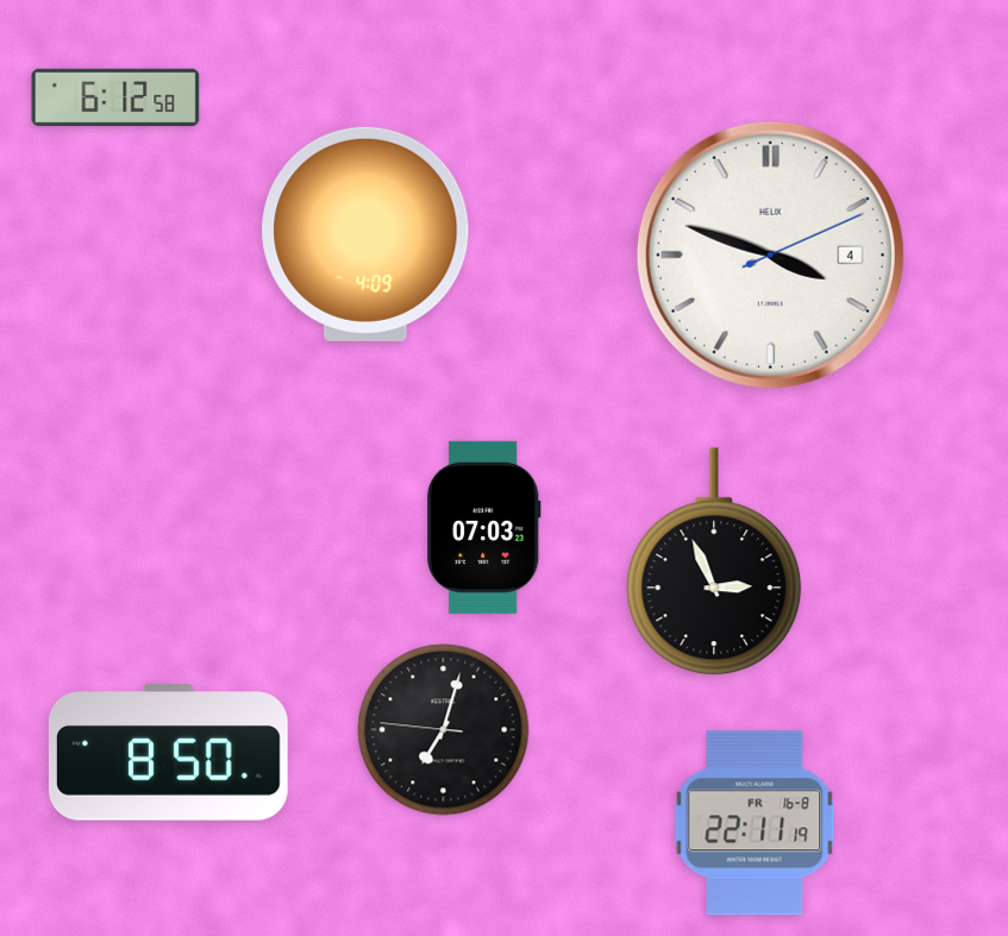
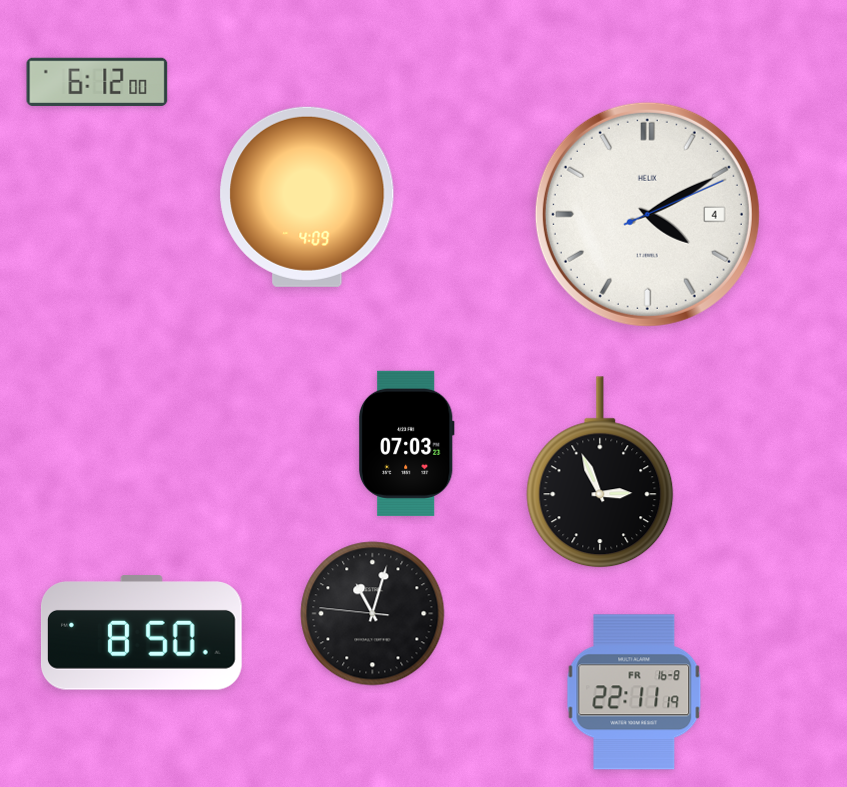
clock at (115, 98): 6:12:58 -> 6:12:00
clock at (770, 255): 3:48 -> 4:10
clock at (444, 730): 7:02 -> 11:02
